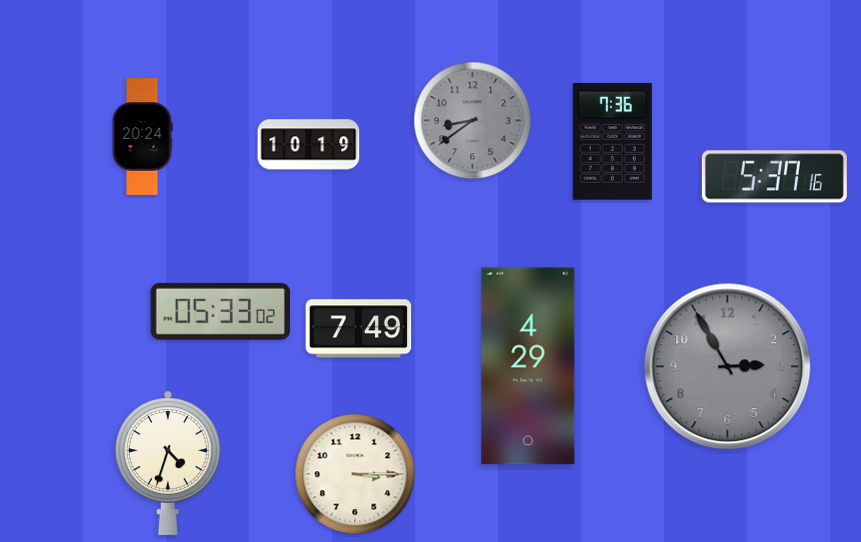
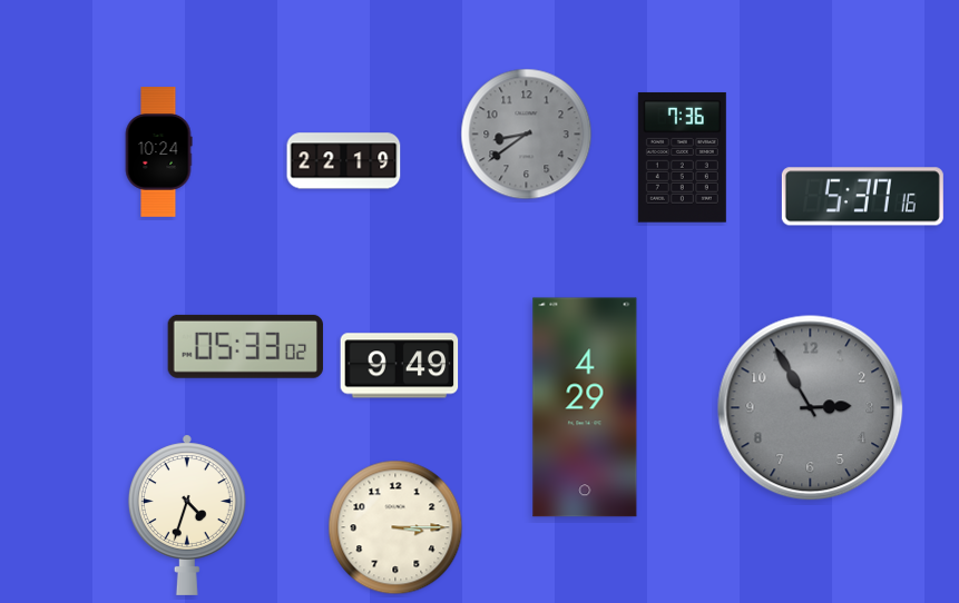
clock at (142, 137): 20:24 -> 10:24
clock at (309, 145): 10:19 -> 22:19
clock at (359, 329): 7:49 -> 9:49
clock at (528, 366) position: (528, 366) -> (585, 407)
